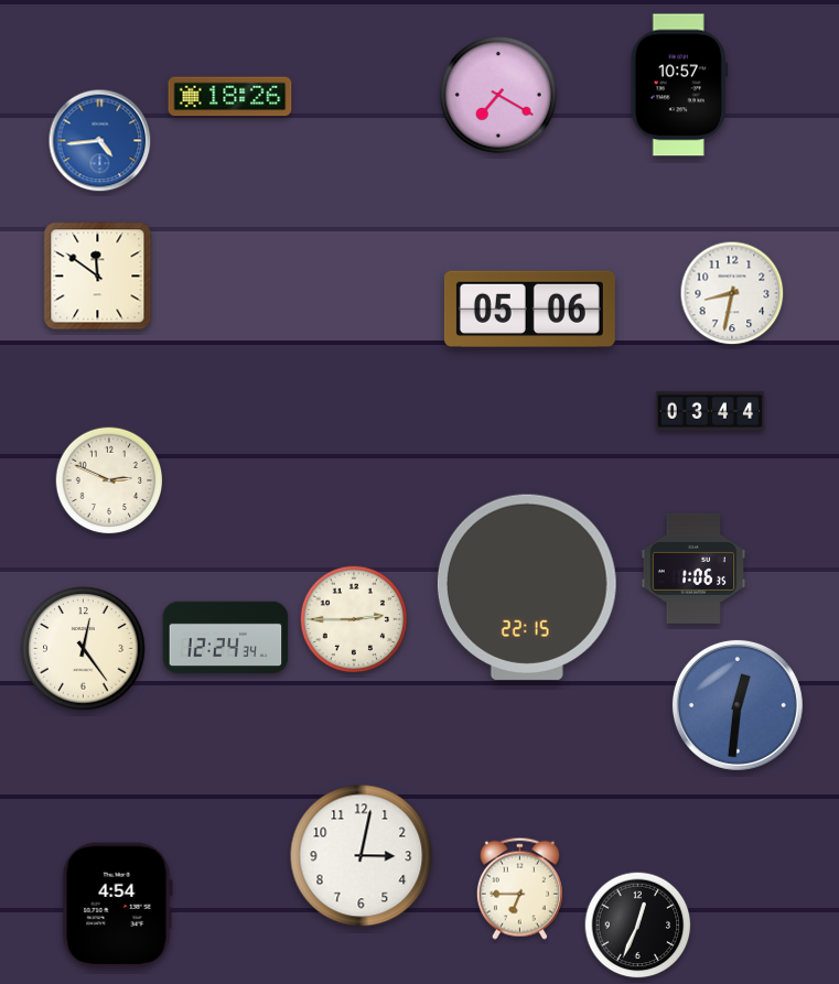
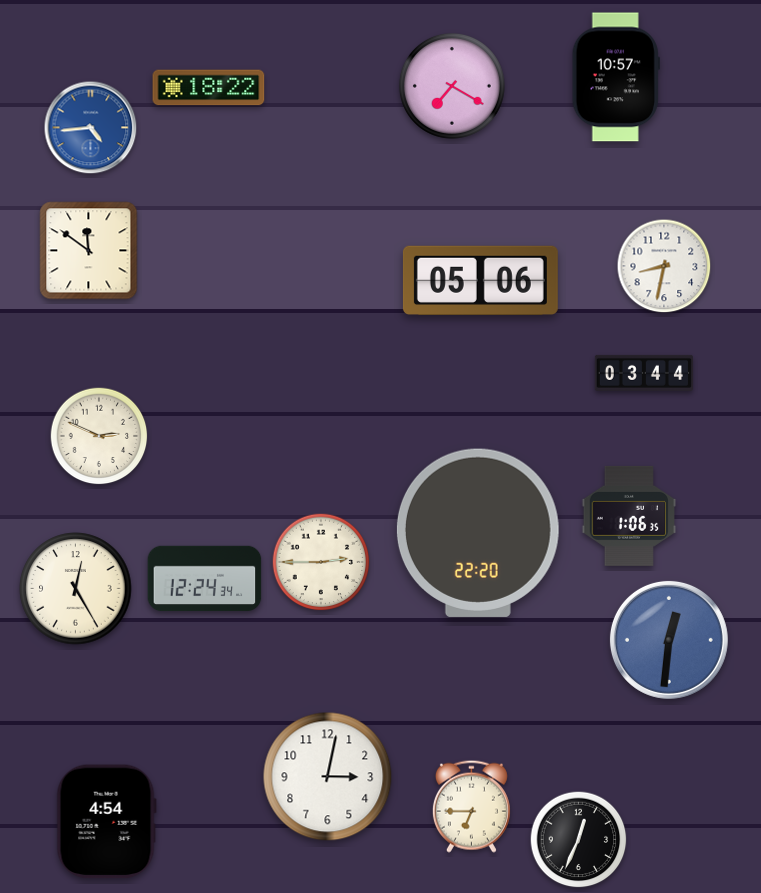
clock at (230, 97): 18:26 -> 18:22
clock at (527, 587): 22:15 -> 22:20
clock at (84, 649): 12:24 -> 12:25
